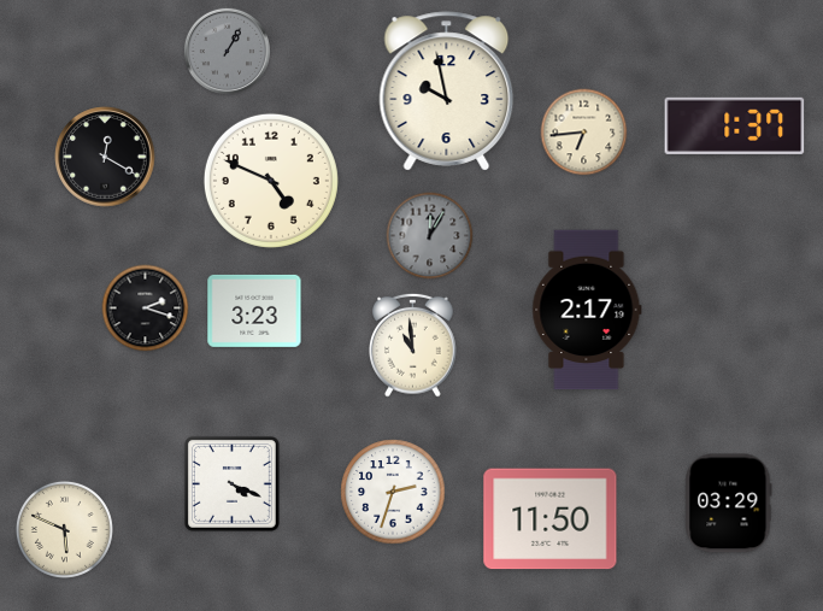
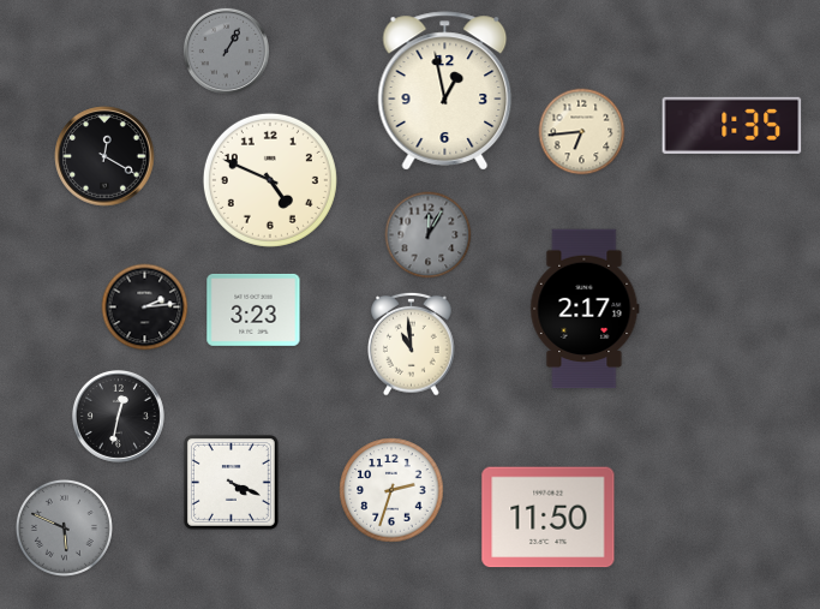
clock at (447, 92): 9:58 -> 12:58
clock at (735, 125): 1:37 -> 1:35
clock at (146, 309): 2:18 -> 2:14
clock at (118, 416): none -> 12:32
clock at (729, 504): 03:29 -> none
clock at (64, 529) dial: cream -> grey
